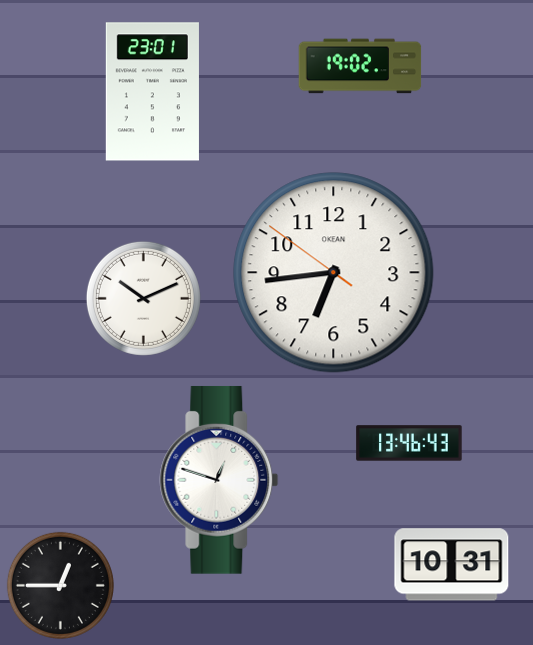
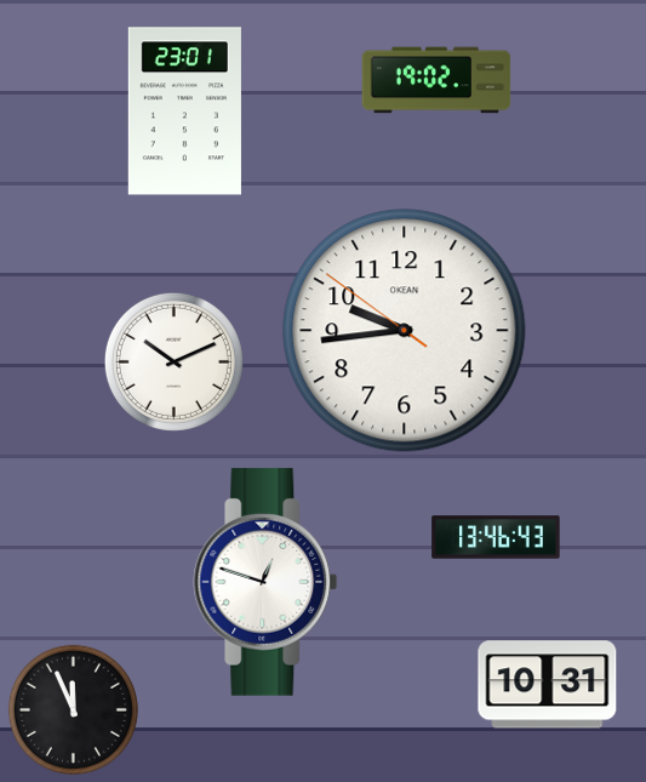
clock at (334, 273): 6:43 -> 9:43
clock at (60, 585): 12:45 -> 11:56
